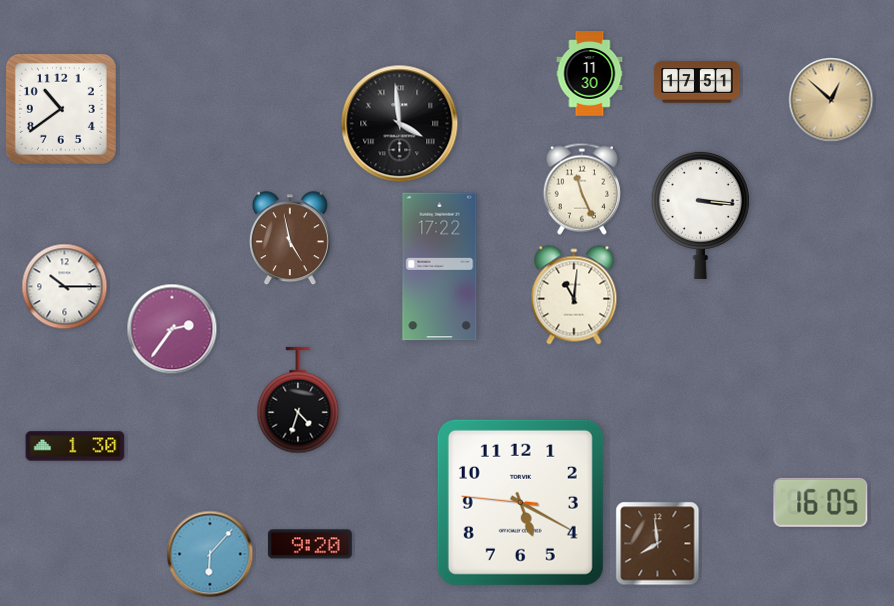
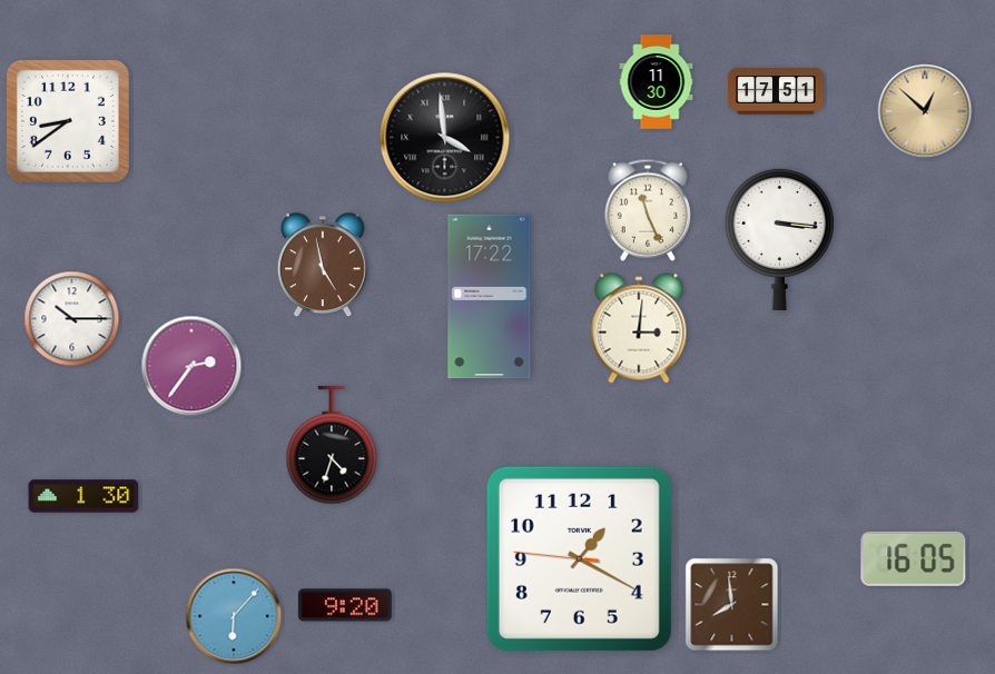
clock at (61, 109): 10:39 -> 8:39
clock at (574, 295): 11:01 -> 3:01
clock at (520, 502): 5:19 -> 1:19
